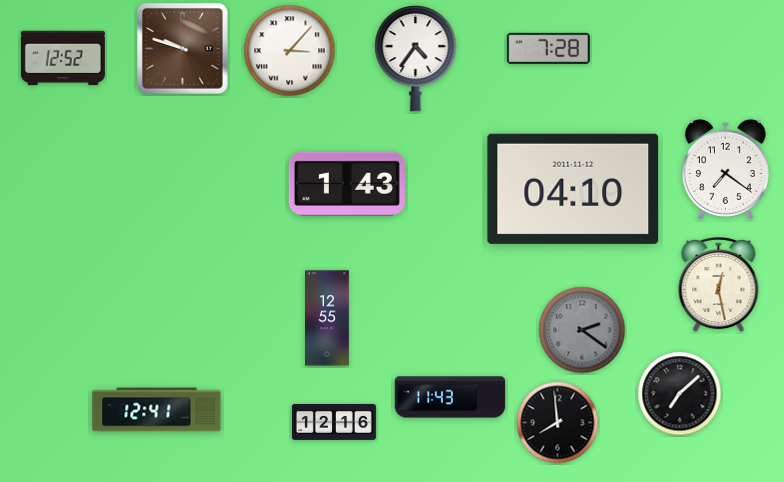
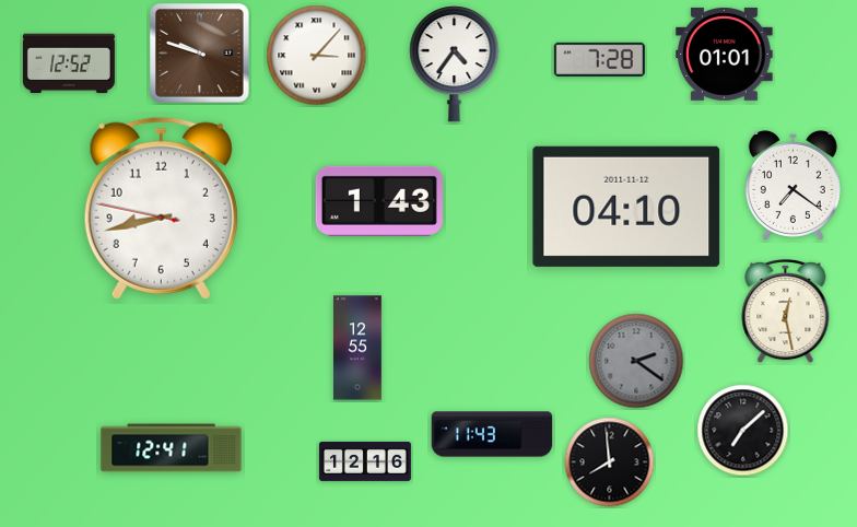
clock at (548, 48) position: (548, 48) -> (599, 59)
clock at (725, 54): none -> 01:01
clock at (161, 208): none -> 8:42
